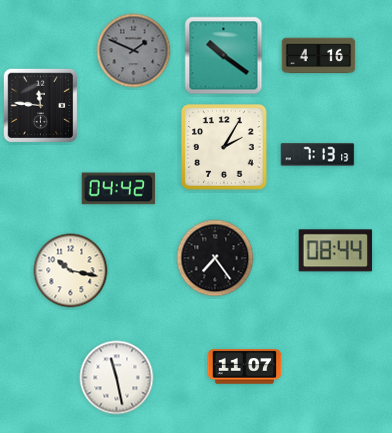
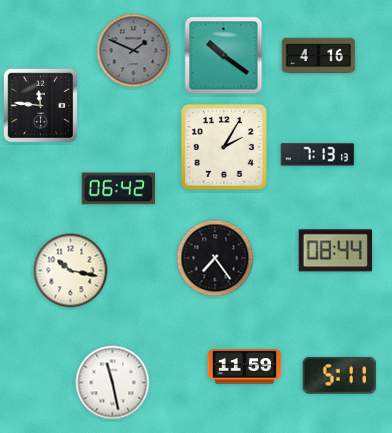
clock at (119, 189): 04:42 -> 06:42
clock at (245, 367): 11:07 -> 11:59
clock at (340, 375): none -> 5:11
clock at (117, 378) position: (117, 378) -> (113, 383)
